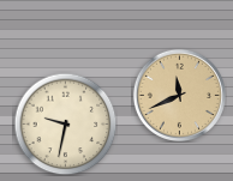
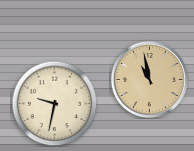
clock at (179, 95): 11:41 -> 10:58
